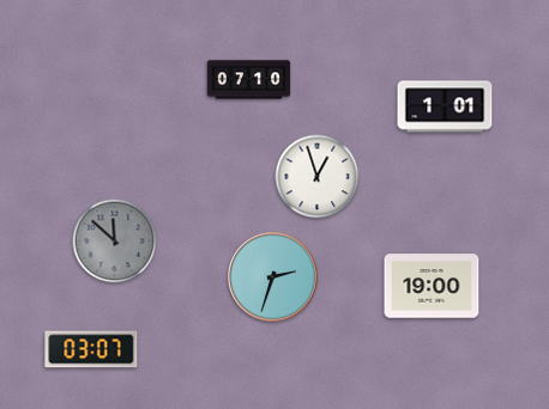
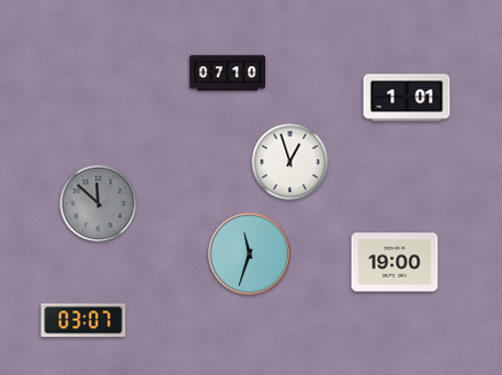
clock at (115, 242) position: (115, 242) -> (99, 204)
clock at (273, 277): 2:33 -> 11:33
